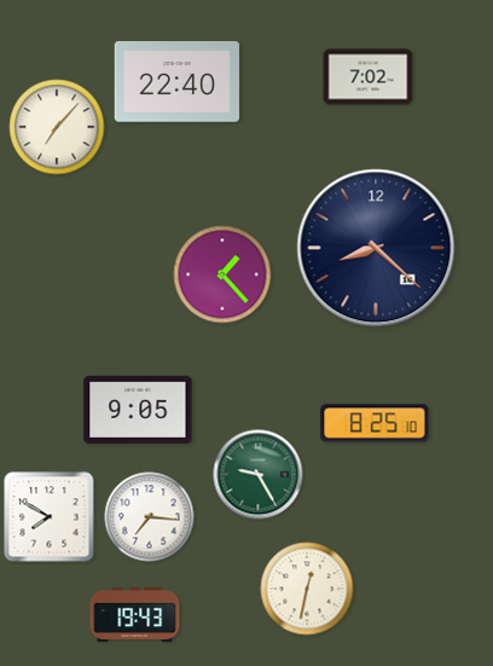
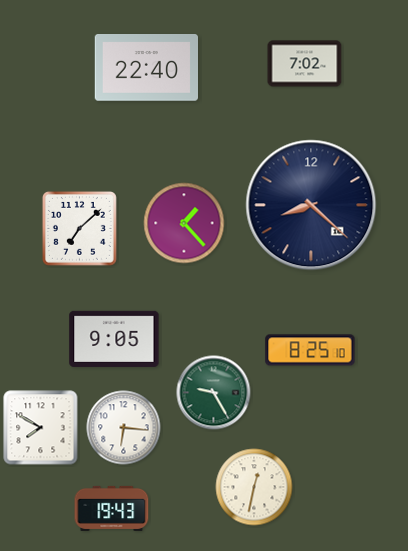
clock at (57, 127): 7:07 -> none
clock at (222, 274) position: (222, 274) -> (184, 223)
clock at (79, 228): none -> 7:08
clock at (150, 517): 7:16 -> 6:16
